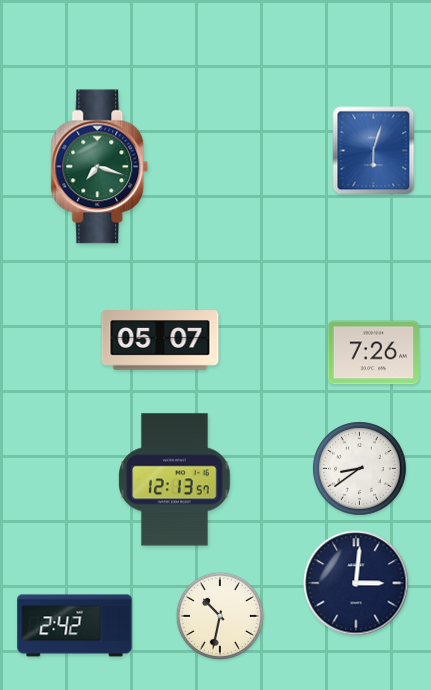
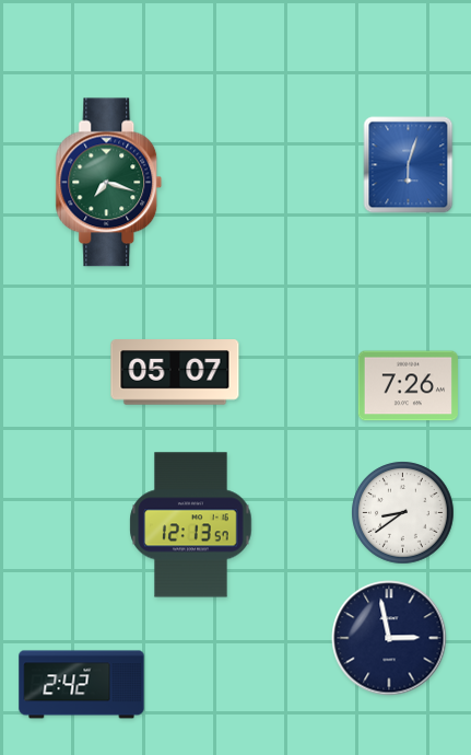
clock at (360, 469) position: (360, 469) -> (403, 513)
clock at (356, 583): 3:01 -> 2:58
clock at (220, 616): 10:32 -> none
